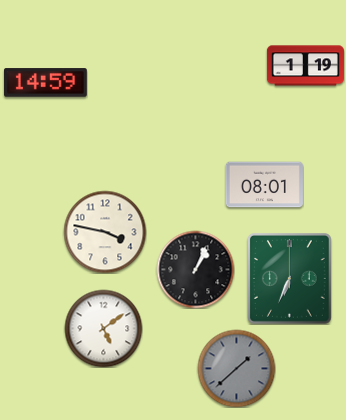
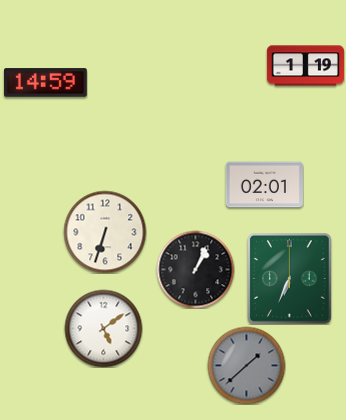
clock at (264, 185): 08:01 -> 02:01
clock at (105, 232): 3:47 -> 6:33
clock at (236, 368) position: (236, 368) -> (246, 365)
